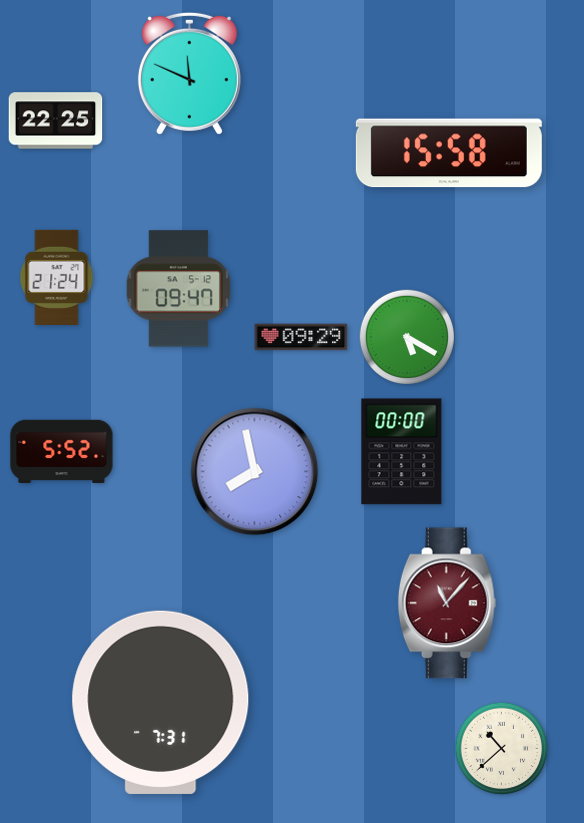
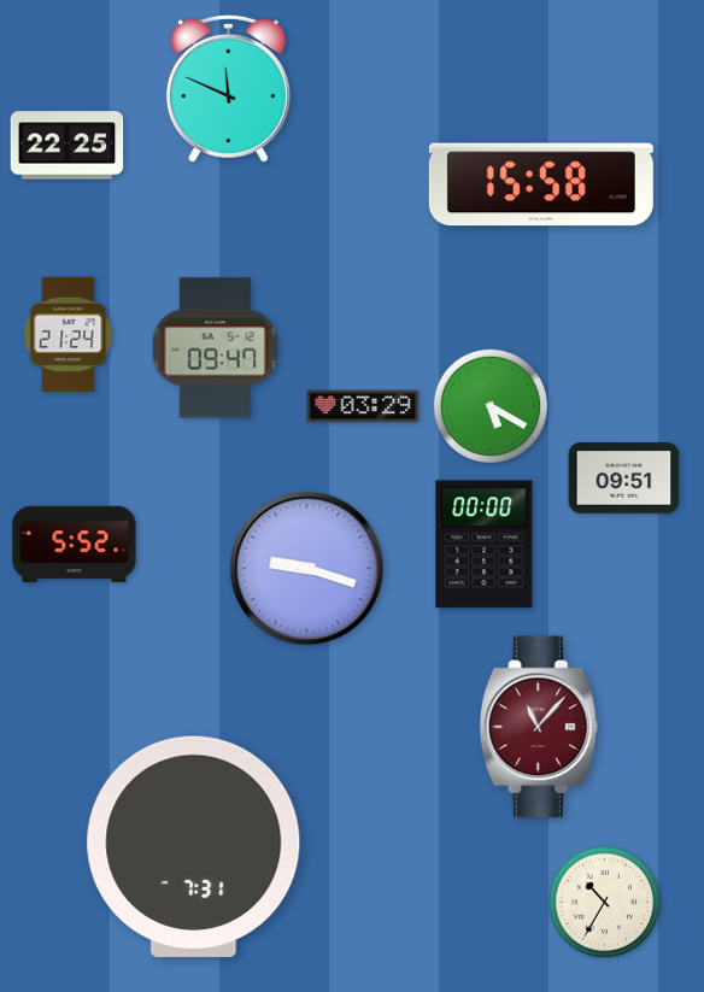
clock at (301, 337): 09:29 -> 03:29
clock at (624, 479): none -> 09:51
clock at (255, 472): 7:58 -> 9:18
clock at (502, 749): 10:38 -> 10:35
